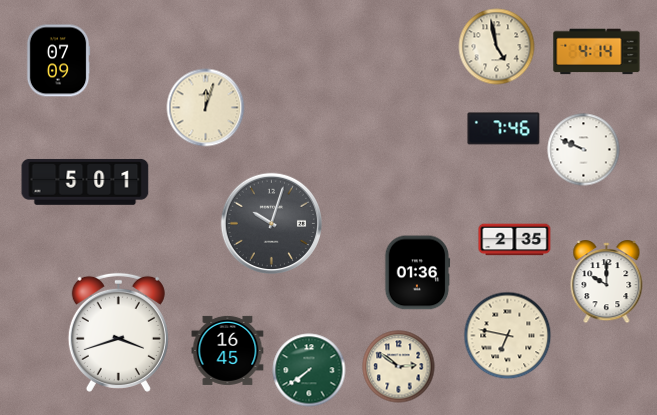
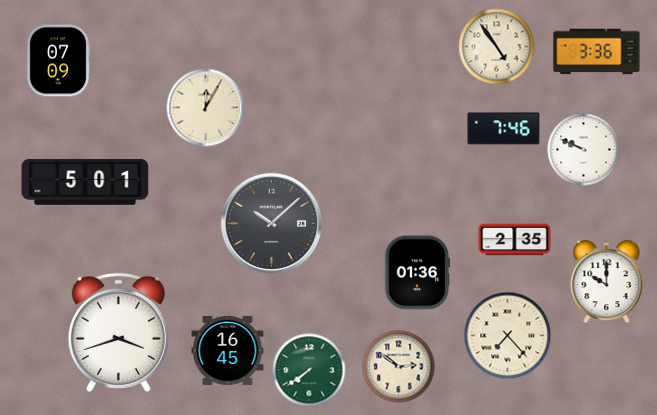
clock at (497, 47): 4:58 -> 4:54
clock at (597, 52): 4:14 -> 3:36
clock at (206, 108): 12:03 -> 12:05
clock at (271, 223): 10:03 -> 10:08
clock at (508, 336): 6:47 -> 7:23
